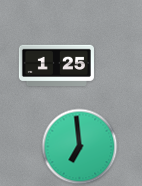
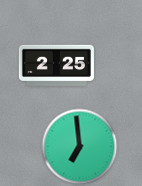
clock at (56, 66): 1:25 -> 2:25
